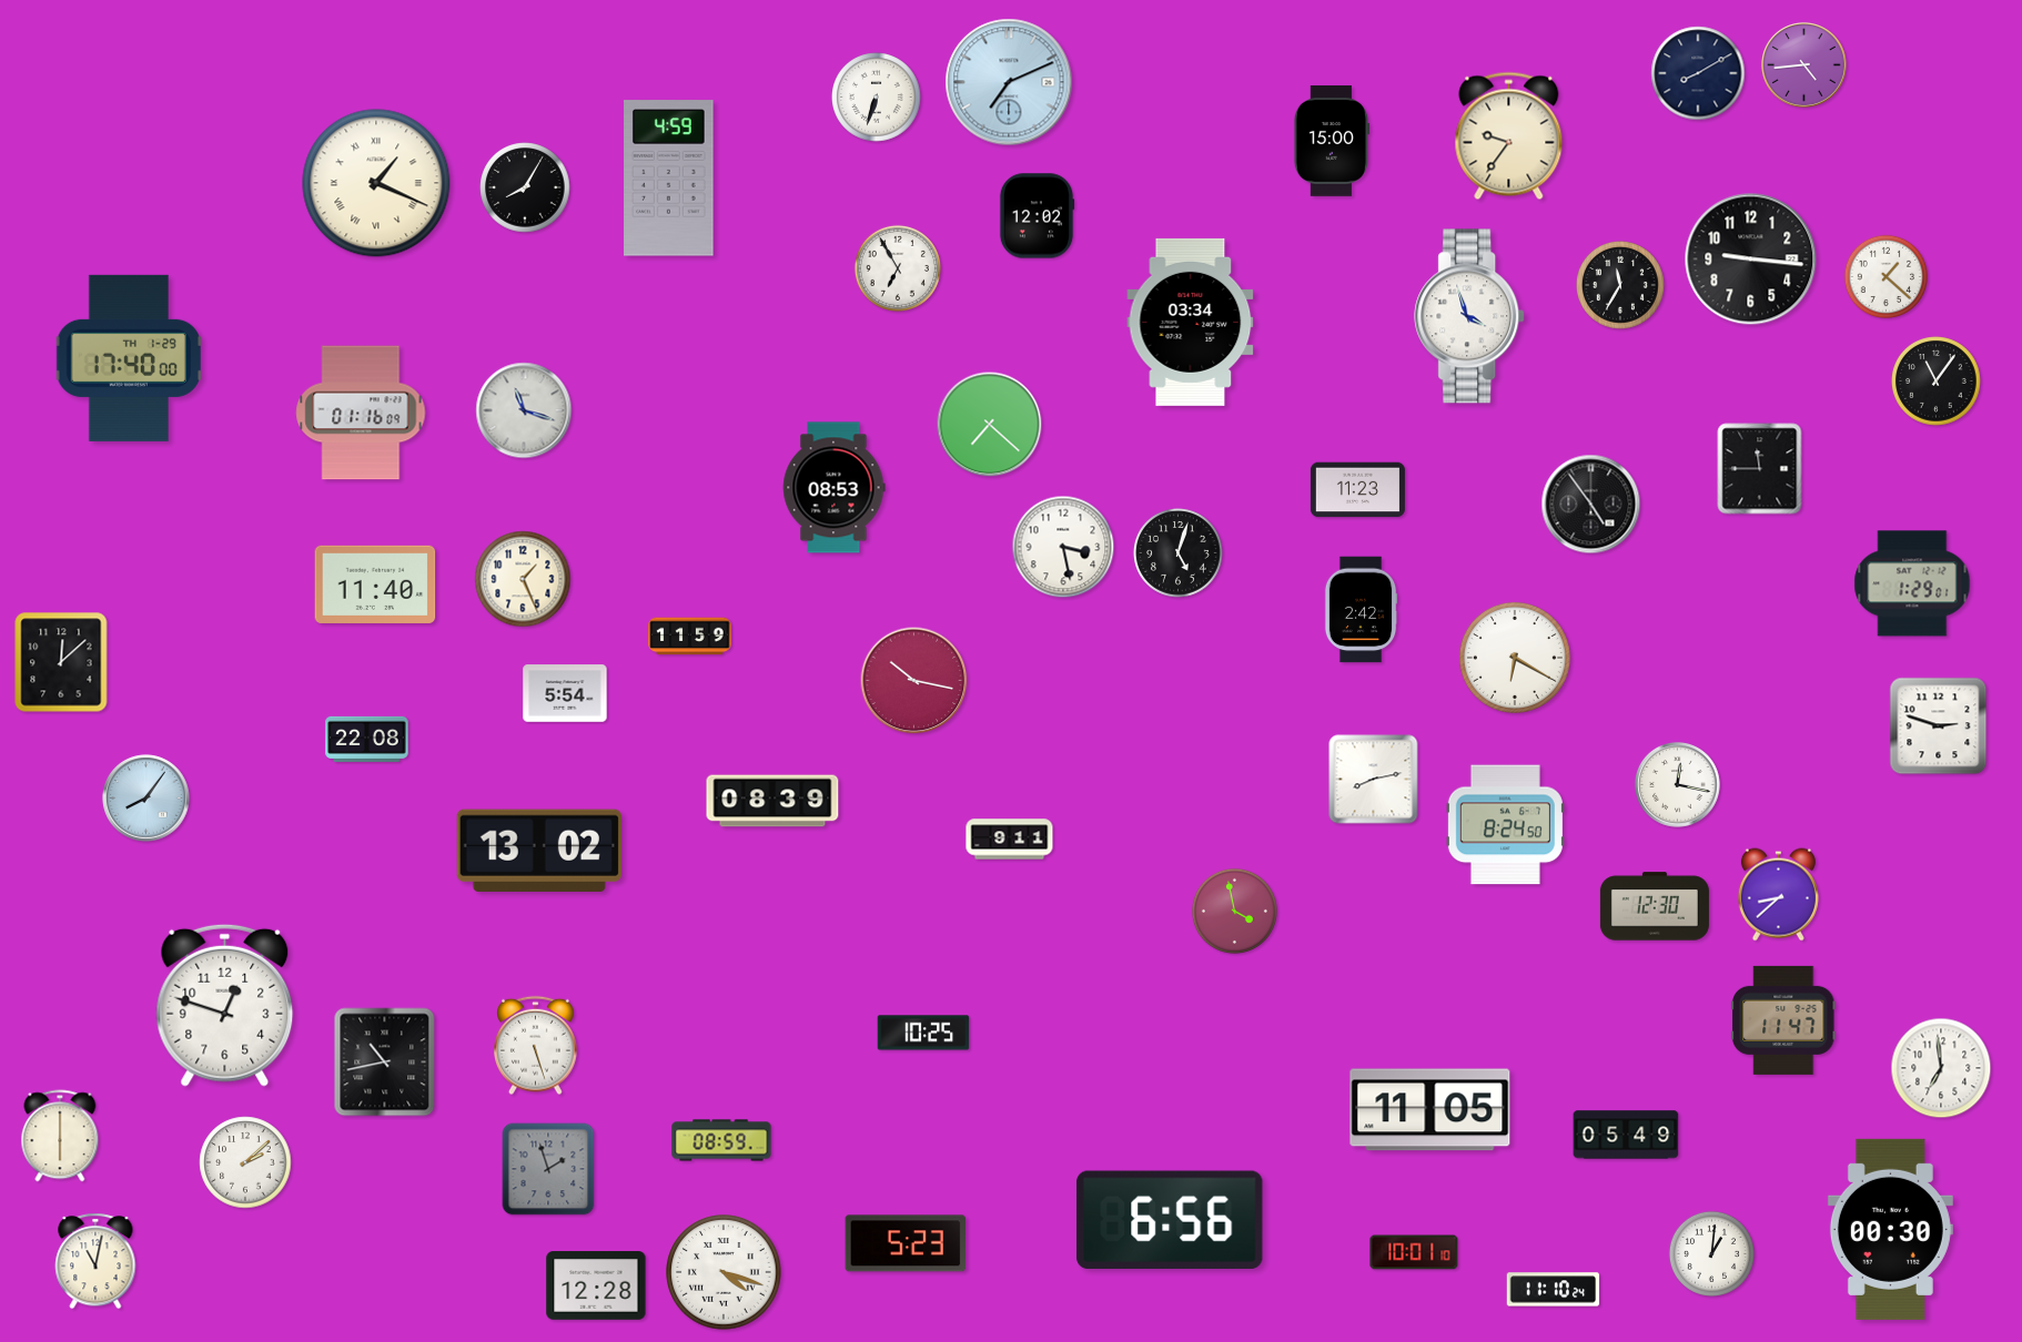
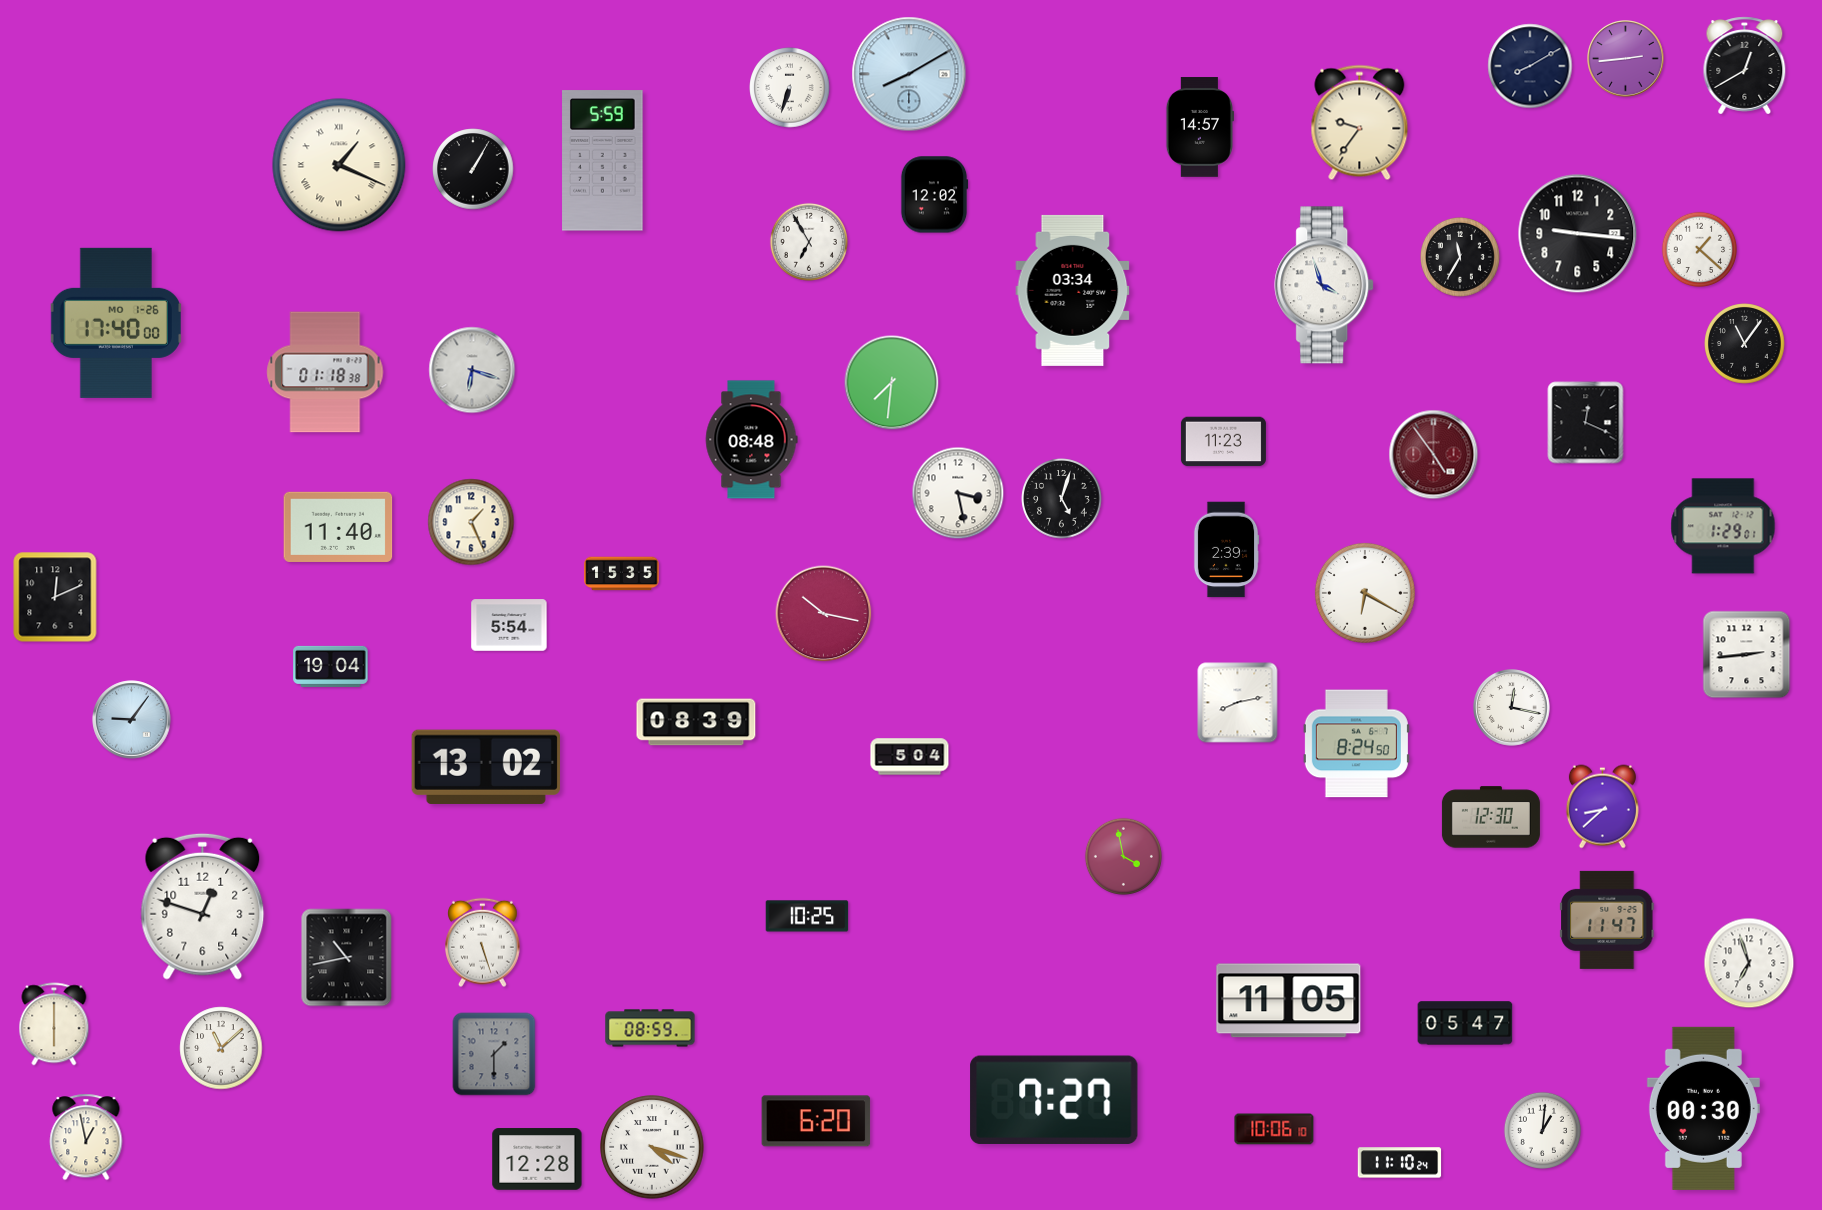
clock at (1804, 65): 4:44 -> 2:44
clock at (1745, 66): none -> 12:40
clock at (1009, 82): 7:11 -> 8:10
clock at (1331, 141): 15:00 -> 14:57
clock at (669, 179): 4:59 -> 5:59
clock at (525, 187): 8:05 -> 1:05
clock at (129, 358) date: TH 1-29 -> MO 1-26
clock at (524, 410): 11:18 -> 6:18
clock at (361, 413): 01:16 -> 01:18
clock at (990, 425): 7:22 -> 7:31
clock at (1760, 469): 11:45 -> 12:19
clock at (833, 488): 08:53 -> 08:48
clock at (1591, 505) dial: black -> burgundy
clock at (1361, 610): 2:42 -> 2:39
clock at (690, 637): 11:59 -> 15:35
clock at (61, 662): 12:08 -> 12:11
clock at (1939, 726): 2:48 -> 2:44
clock at (367, 739): 22:08 -> 19:04
clock at (146, 799): 8:06 -> 9:06
clock at (1010, 840): 9:11 -> 5:04
clock at (1234, 911) position: (1234, 911) -> (1123, 856)
clock at (923, 1033) position: (923, 1033) -> (807, 916)
clock at (1941, 1068): 6:59 -> 6:57
clock at (1626, 1135): 05:49 -> 05:47
clock at (245, 1162): 2:08 -> 11:08
clock at (548, 1169): 1:57 -> 1:30
clock at (1170, 1220): 6:56 -> 7:27
clock at (906, 1243): 5:23 -> 6:20
clock at (1414, 1252): 10:01 -> 10:06
clock at (95, 1261): 11:02 -> 12:58
